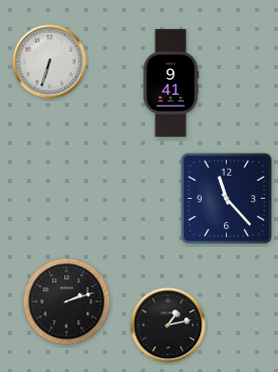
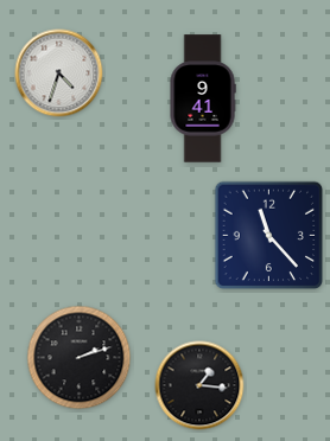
clock at (50, 62): 6:33 -> 4:33
clock at (168, 325): 1:13 -> 1:16
